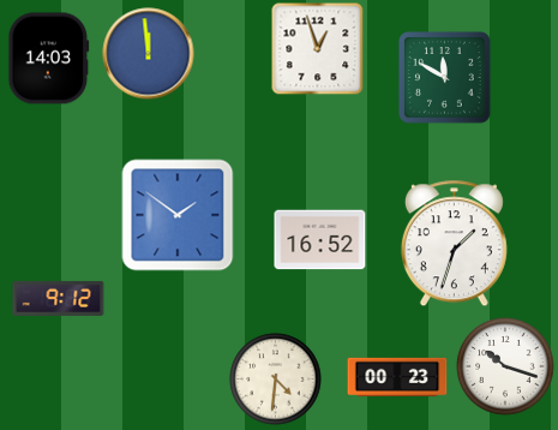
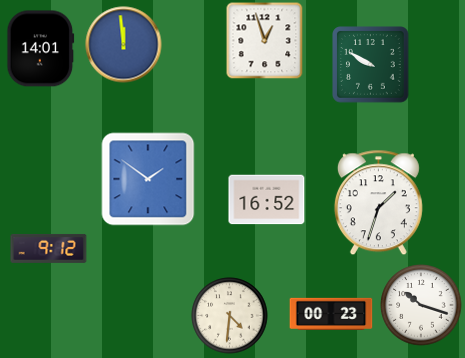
clock at (49, 59): 14:03 -> 14:01
clock at (445, 78): 11:50 -> 9:50
